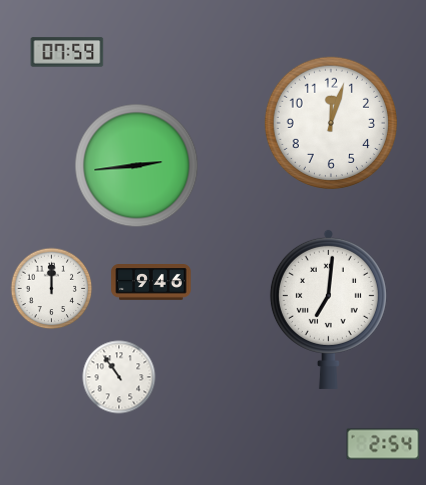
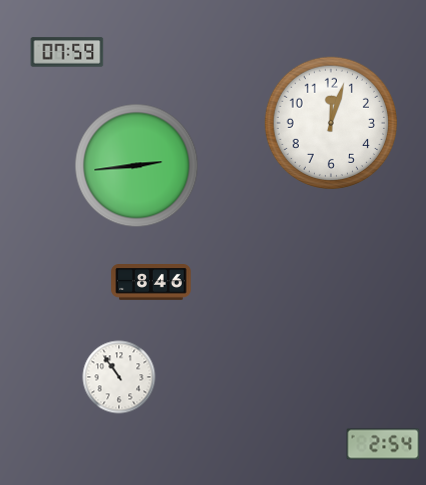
clock at (151, 283): 9:46 -> 8:46
clock at (52, 289): 12:00 -> none
clock at (328, 309): 7:01 -> none
